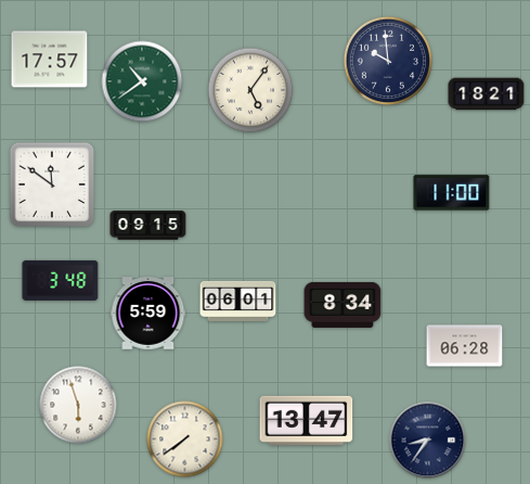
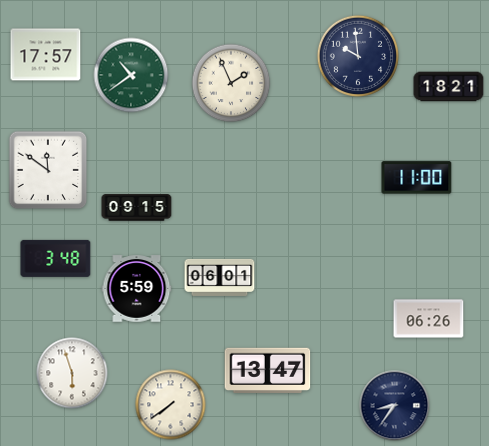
clock at (250, 90): 5:06 -> 1:56
clock at (342, 305): 8:34 -> none
clock at (465, 346): 06:28 -> 06:26
clock at (307, 420) position: (307, 420) -> (268, 370)
